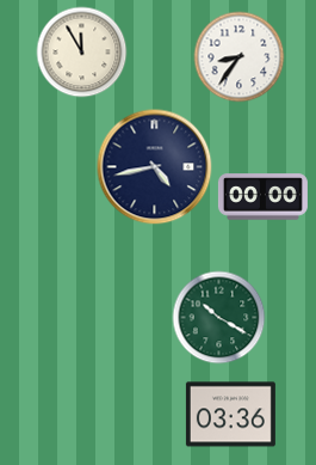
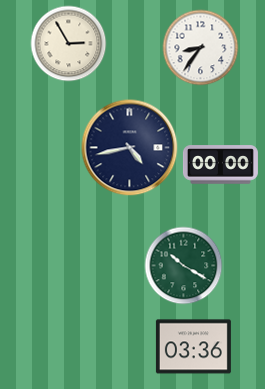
clock at (82, 53): 11:55 -> 2:55
clock at (155, 167) position: (155, 167) -> (130, 148)
